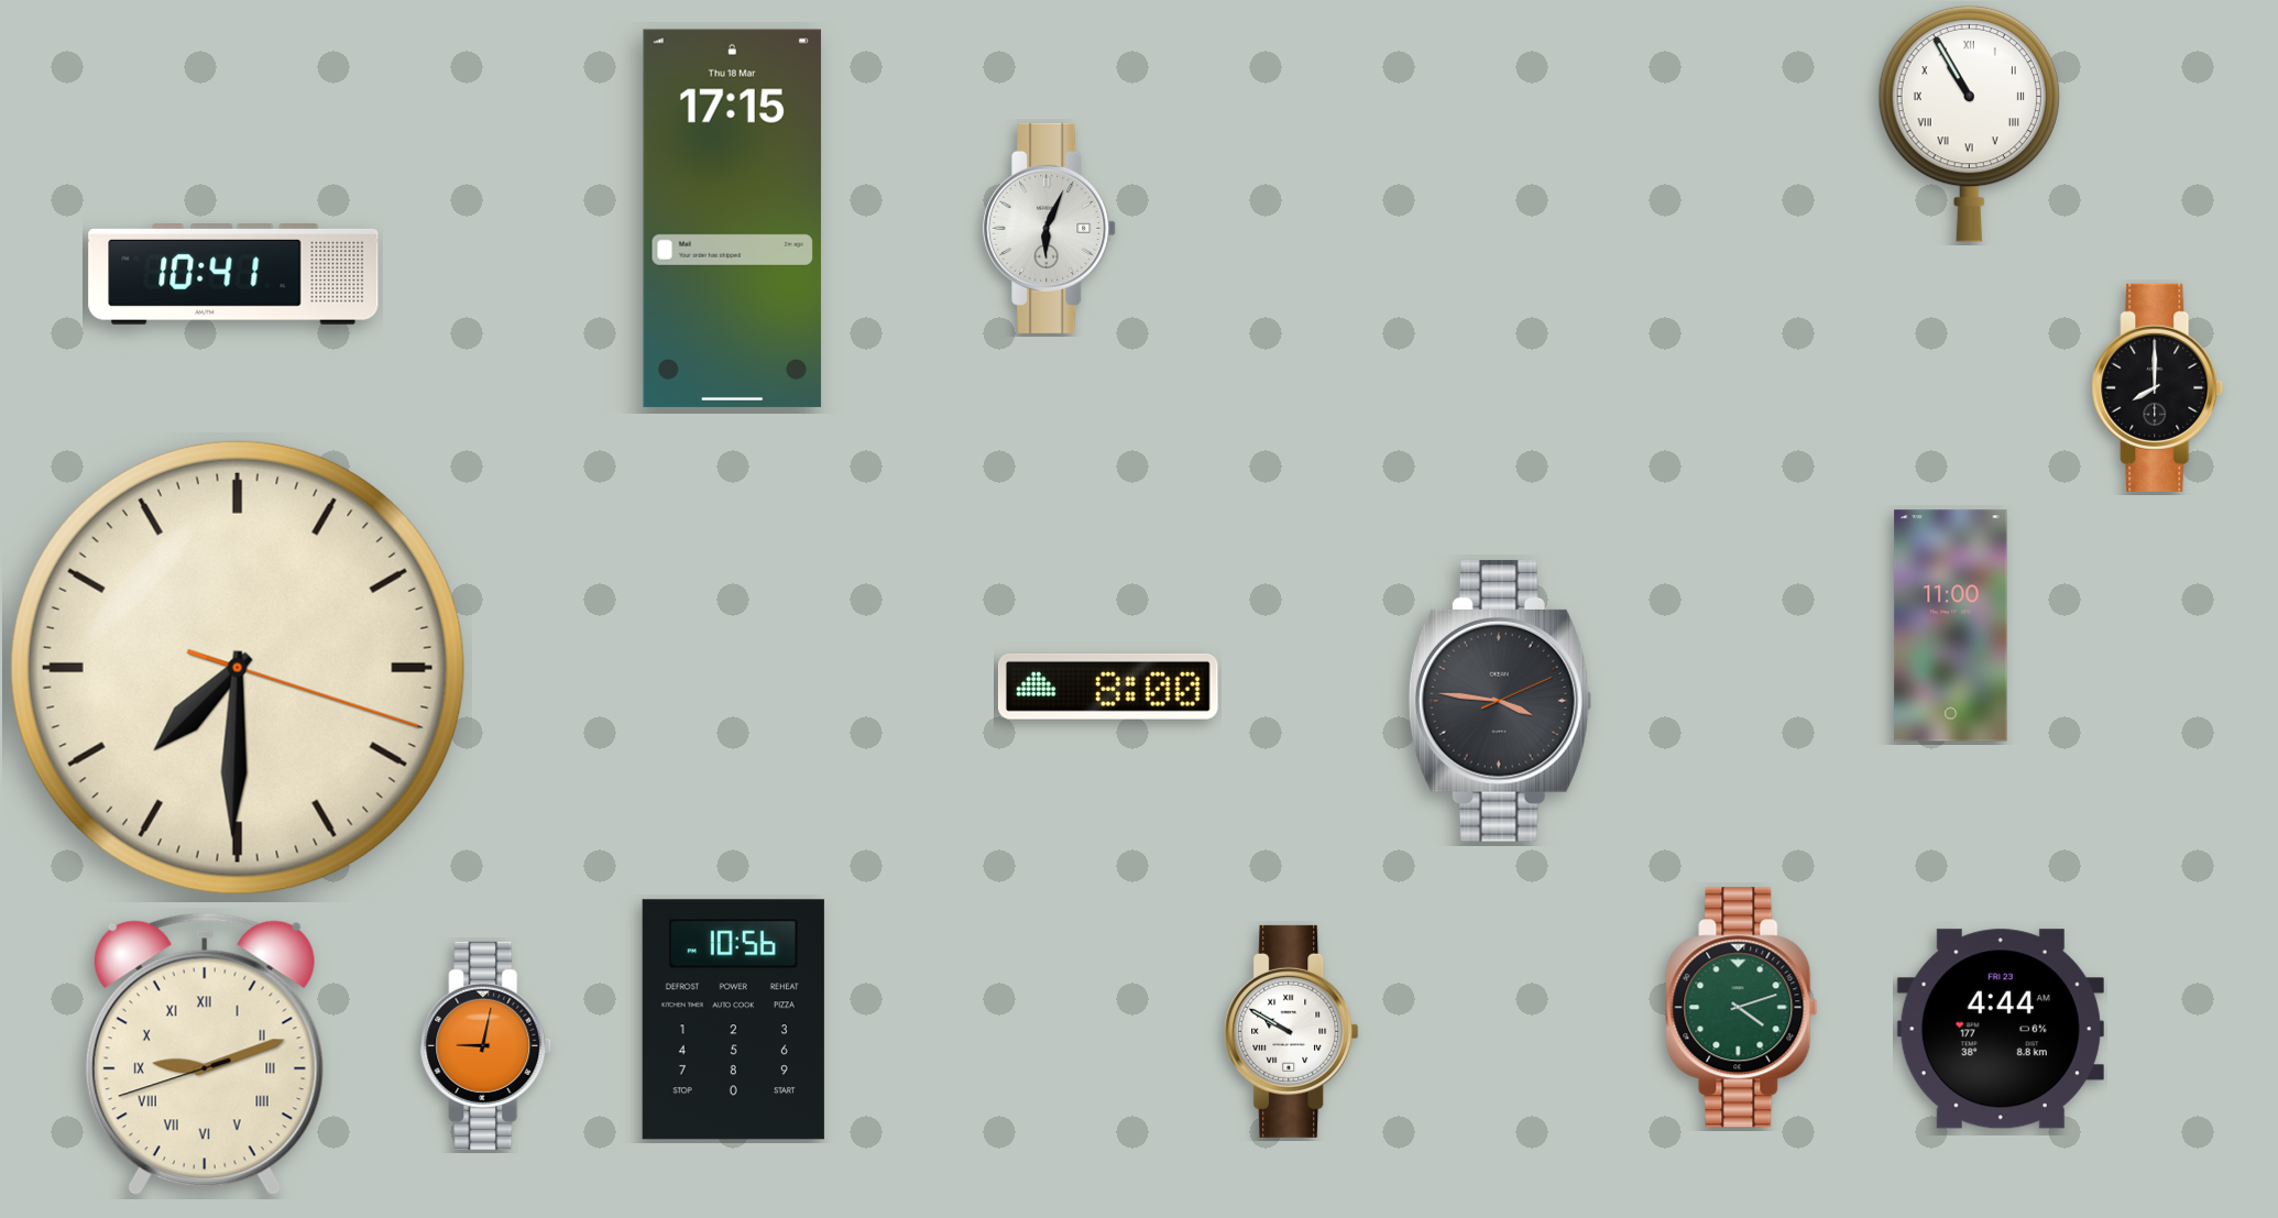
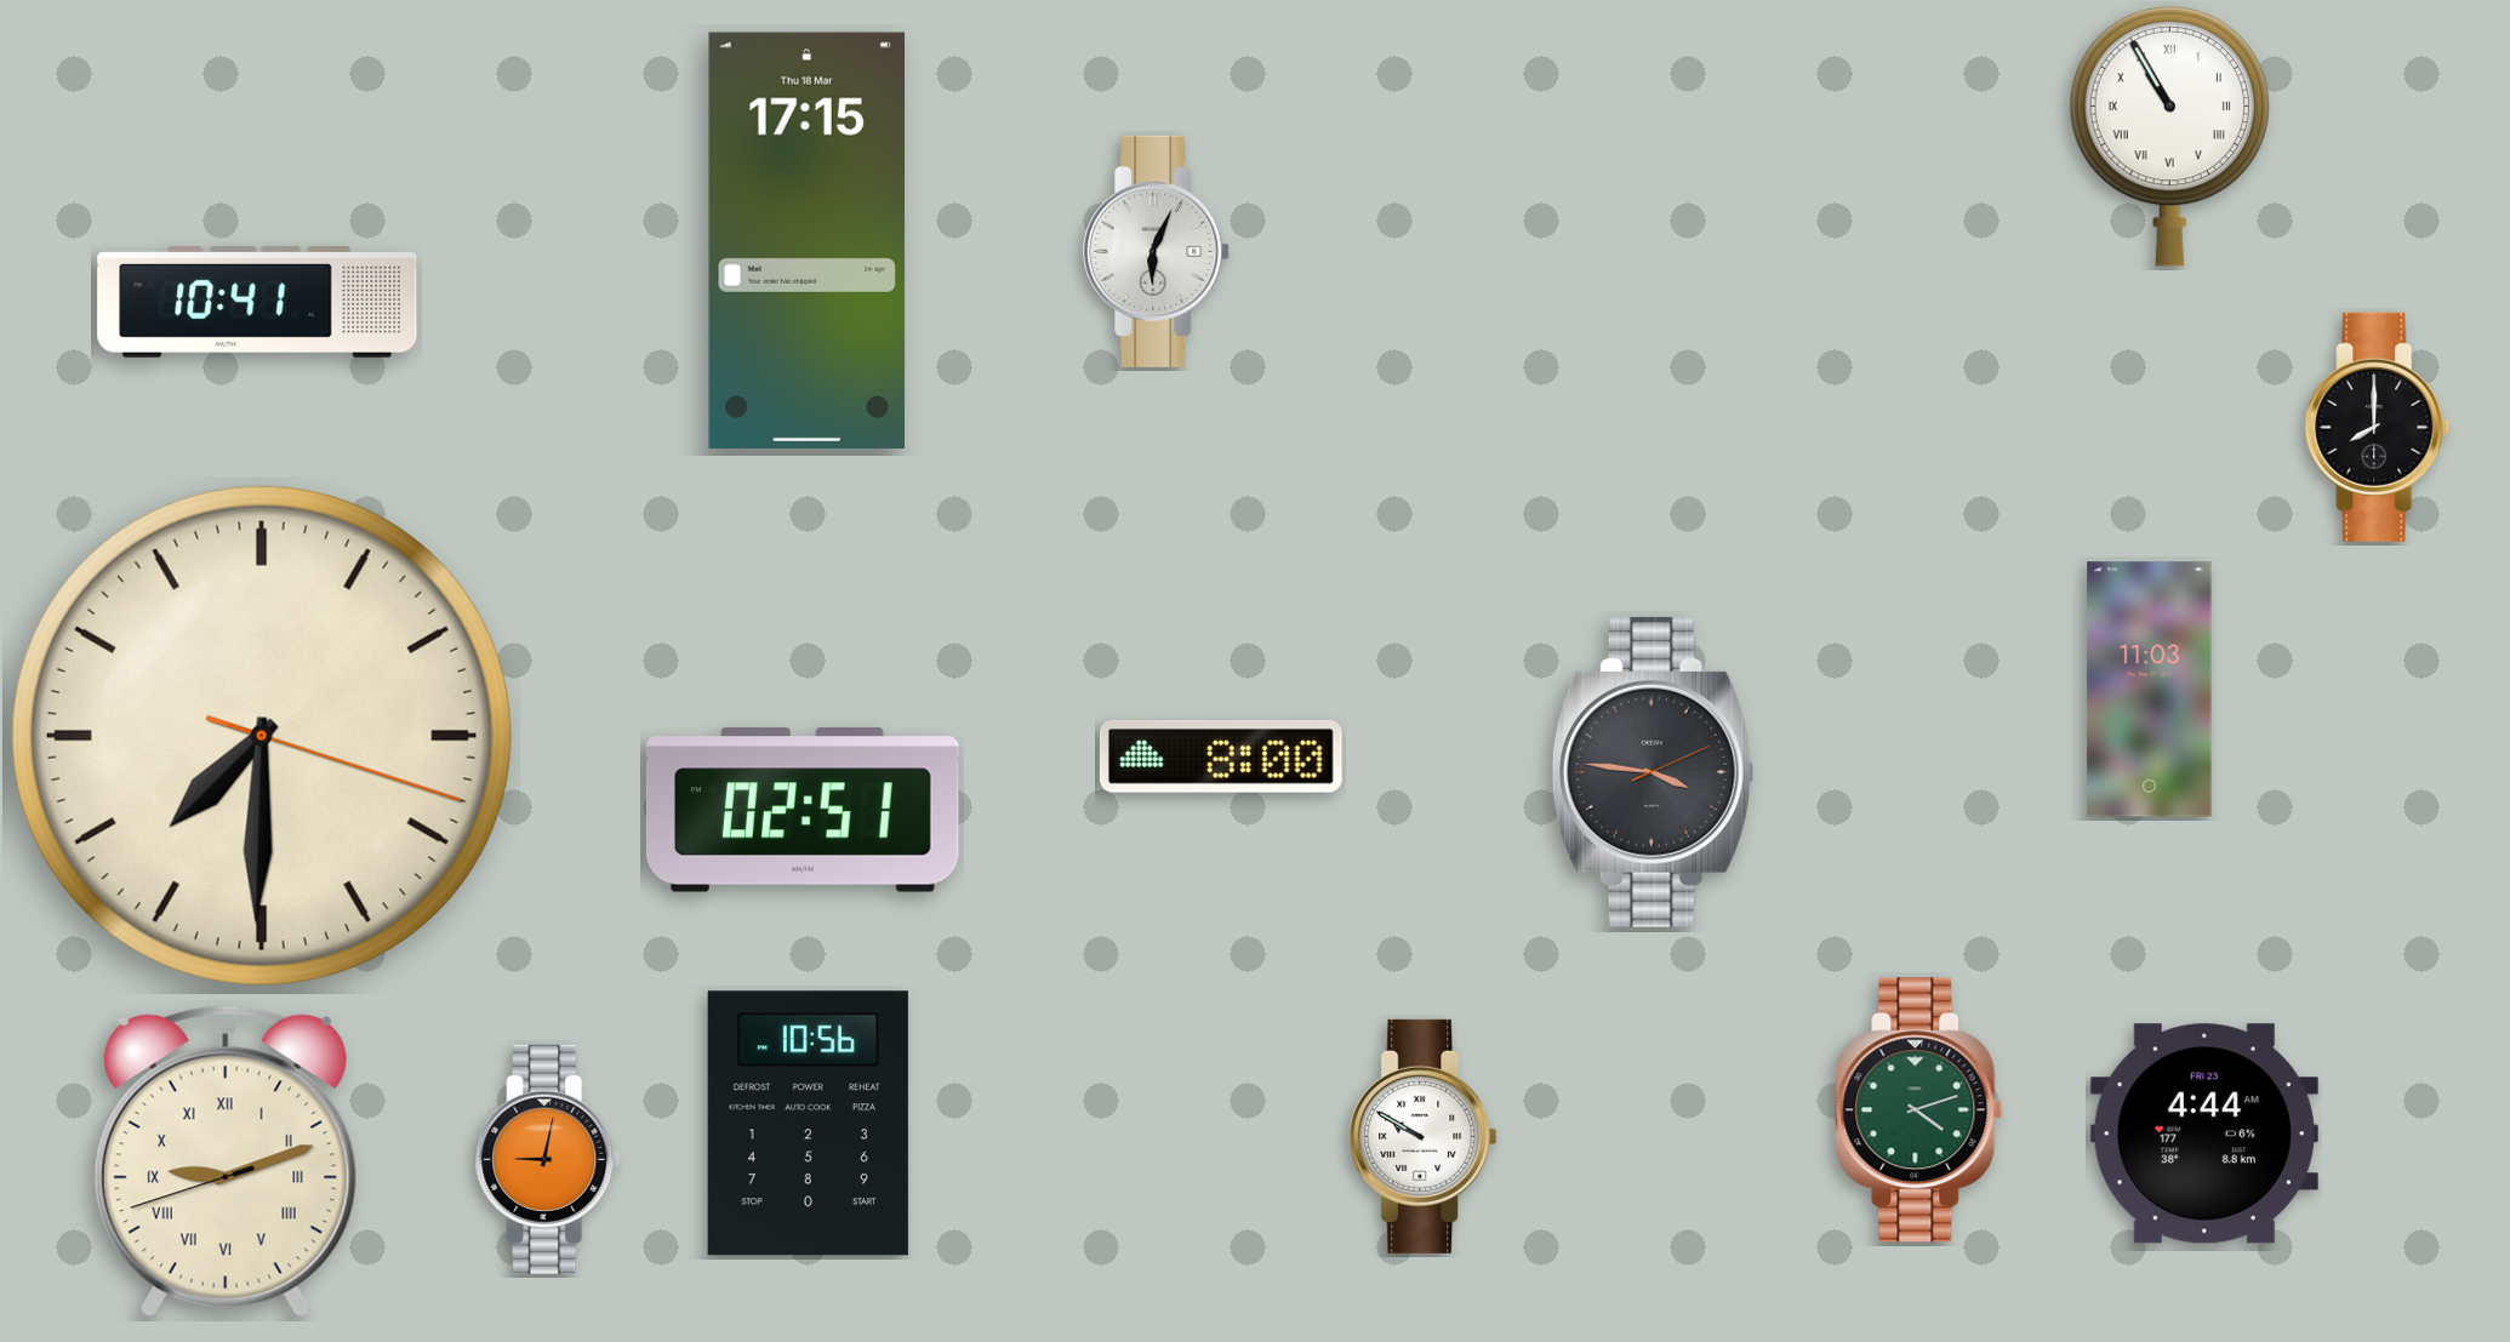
clock at (1951, 626): 11:00 -> 11:03
clock at (803, 810): none -> 02:51
clock at (486, 1045) position: (486, 1045) -> (548, 1159)
